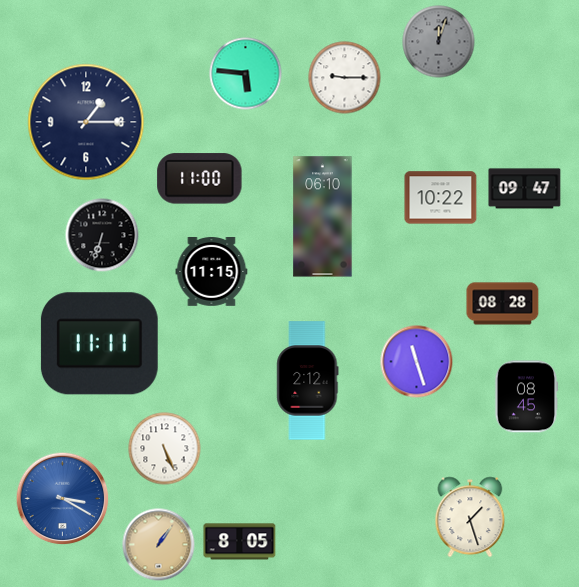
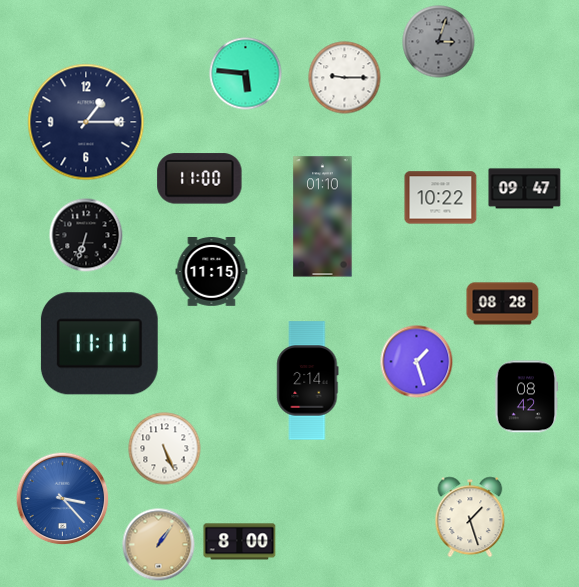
clock at (439, 42): 12:03 -> 3:03
clock at (323, 217): 06:10 -> 01:10
clock at (102, 235) position: (102, 235) -> (86, 235)
clock at (417, 362): 11:27 -> 1:27
clock at (308, 381): 2:12 -> 2:14
clock at (526, 397): 08:45 -> 08:42
clock at (63, 499): 3:20 -> 3:23
clock at (240, 542): 8:05 -> 8:00
